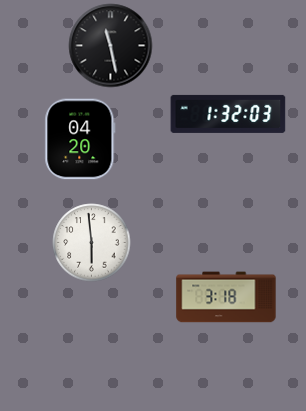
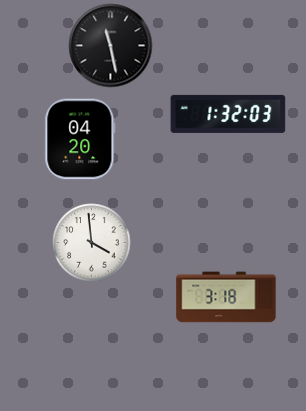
clock at (92, 243): 5:59 -> 3:59
